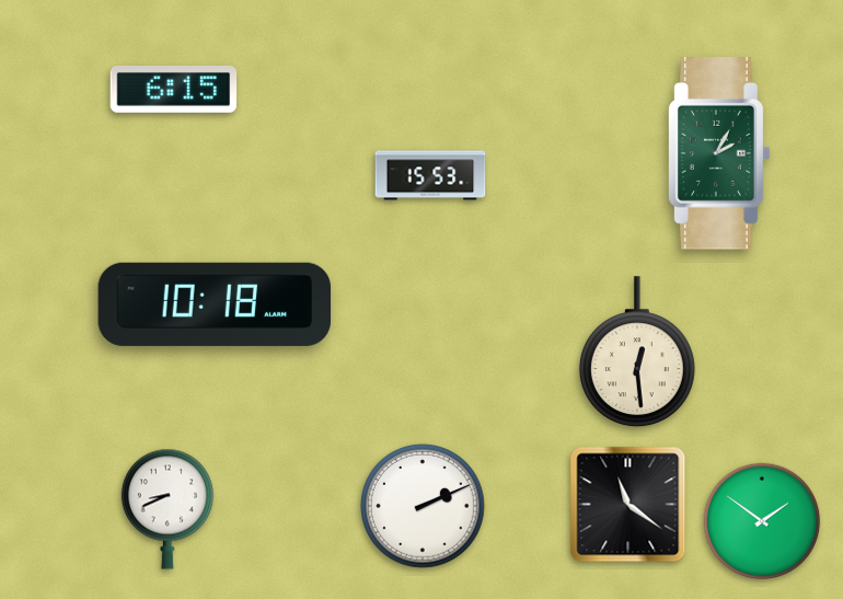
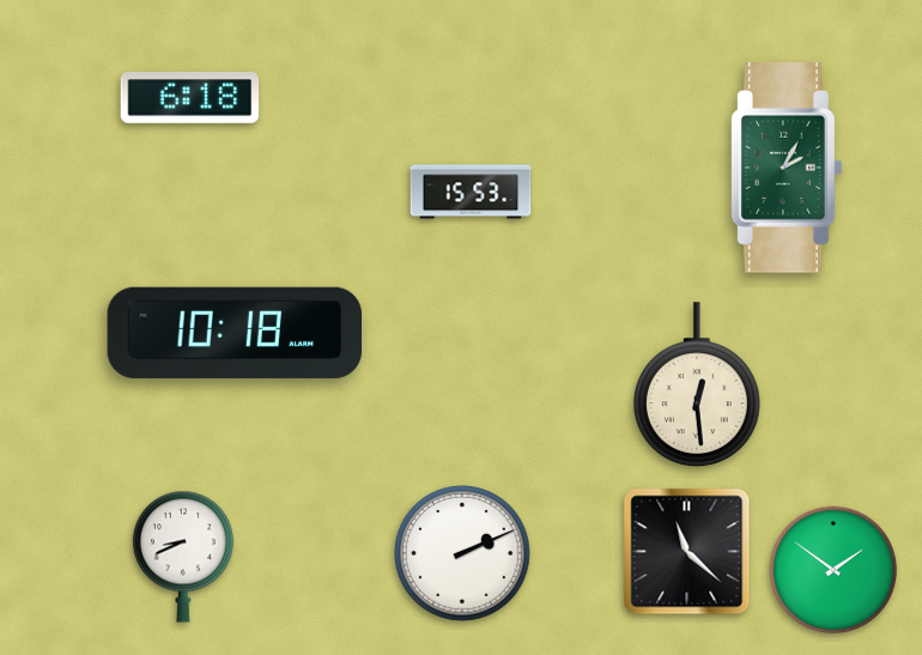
clock at (174, 89): 6:15 -> 6:18
clock at (628, 505): 11:21 -> 11:22
